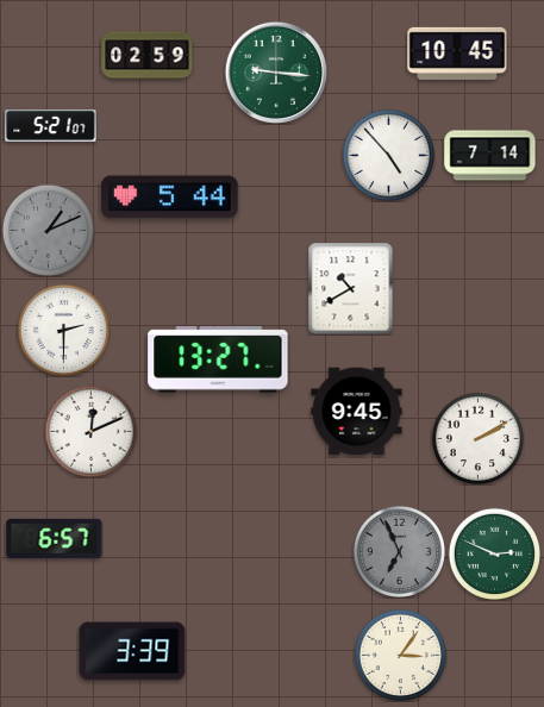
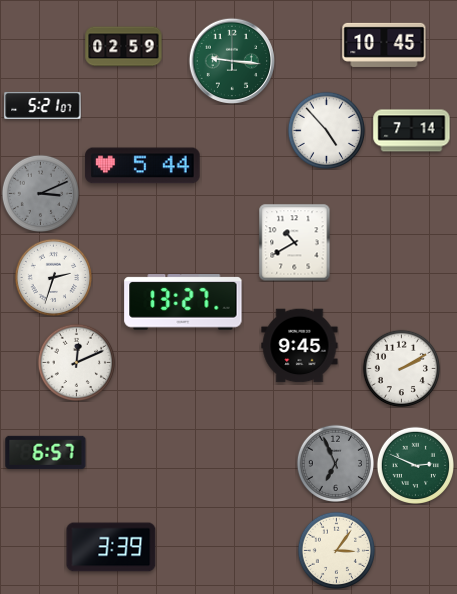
clock at (48, 230): 1:11 -> 3:11
clock at (63, 330): 2:30 -> 2:33
